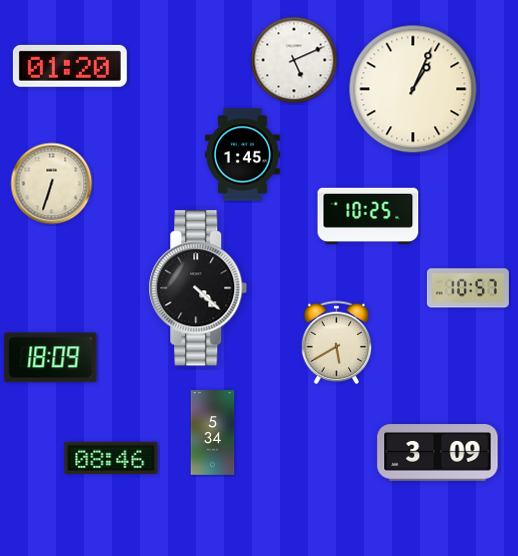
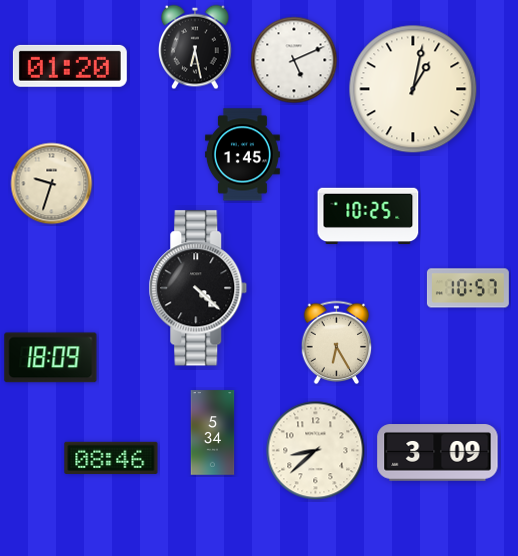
clock at (196, 47): none -> 6:28
clock at (413, 89): 1:04 -> 1:02
clock at (52, 184): 6:33 -> 9:33
clock at (337, 343): 5:40 -> 6:25
clock at (316, 451): none -> 8:38
